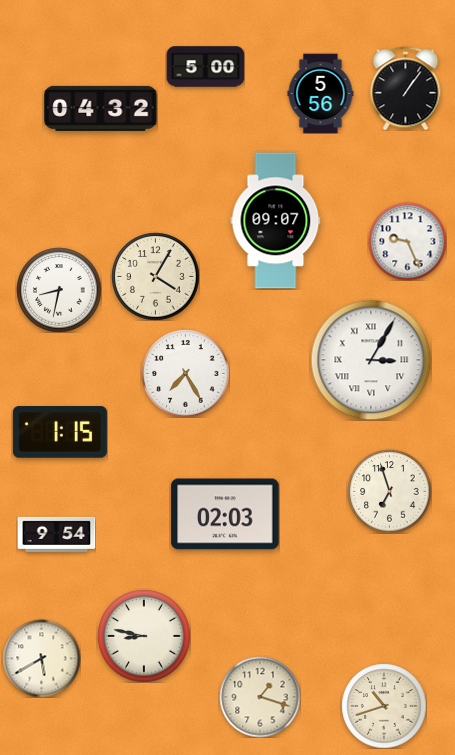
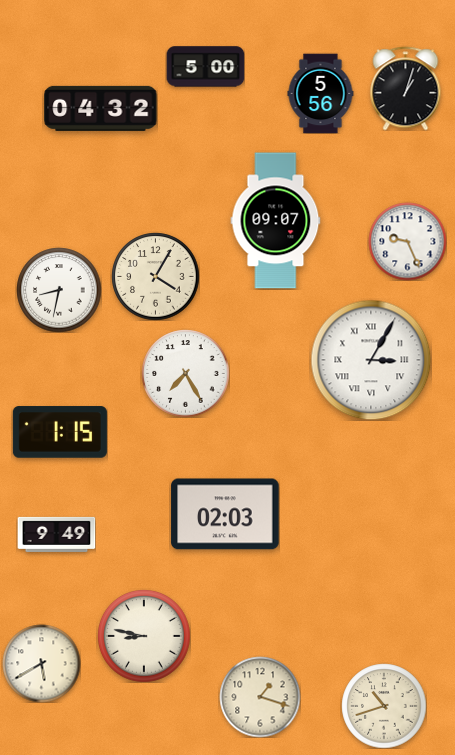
clock at (406, 88): 1:06 -> 1:03
clock at (389, 491): 6:57 -> none
clock at (56, 534): 9:54 -> 9:49
clock at (41, 658) position: (41, 658) -> (41, 663)
